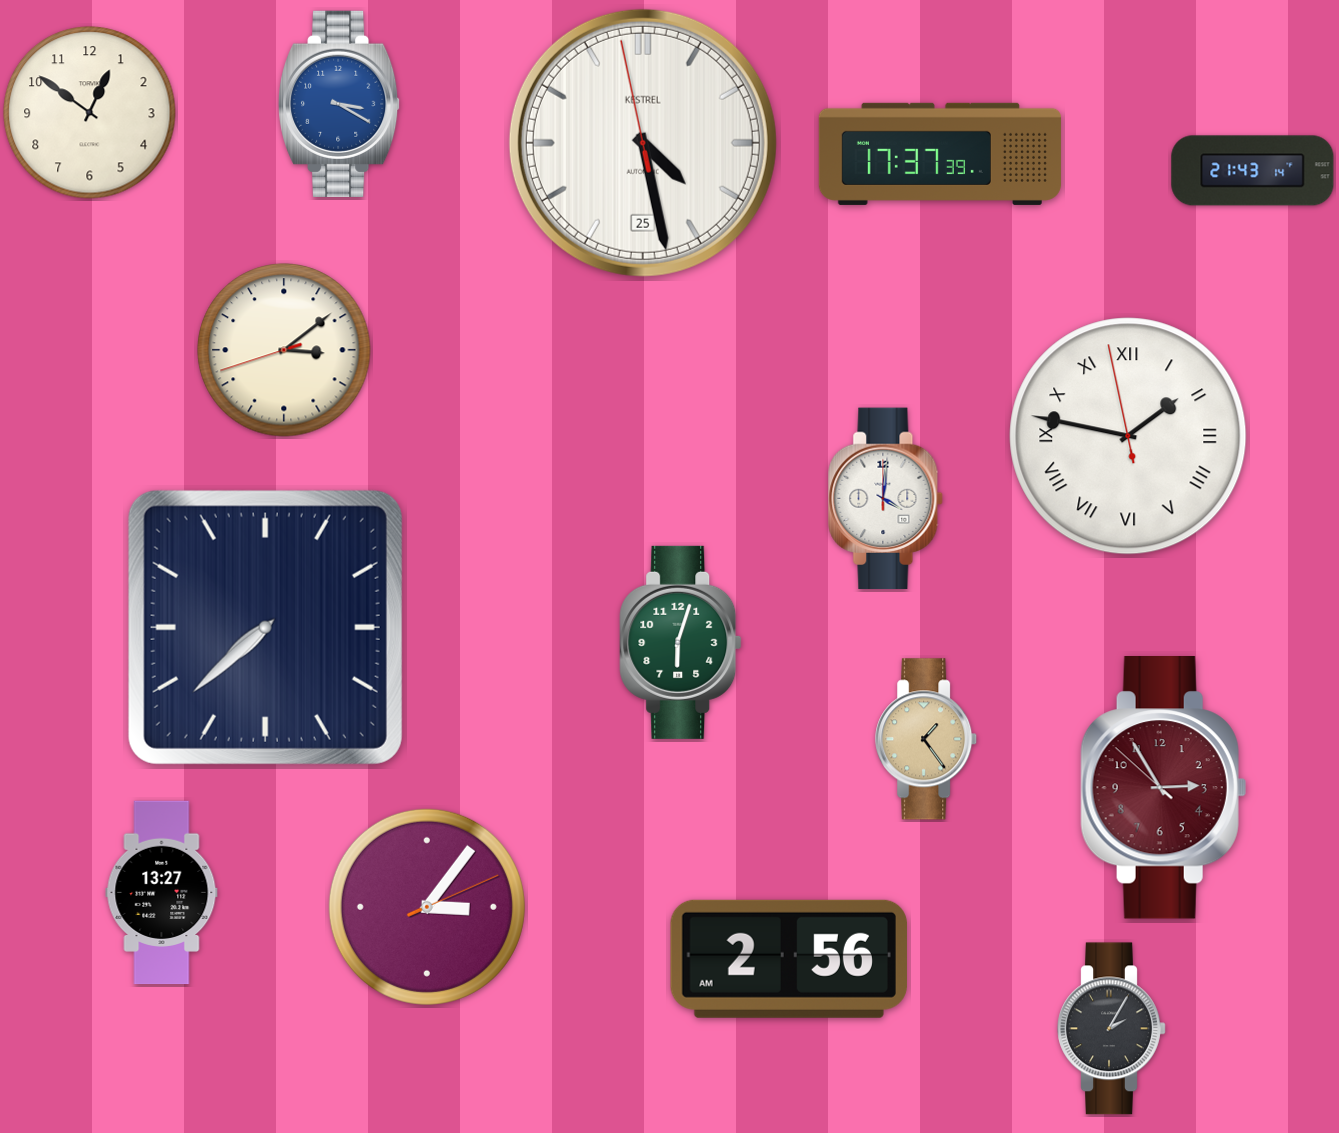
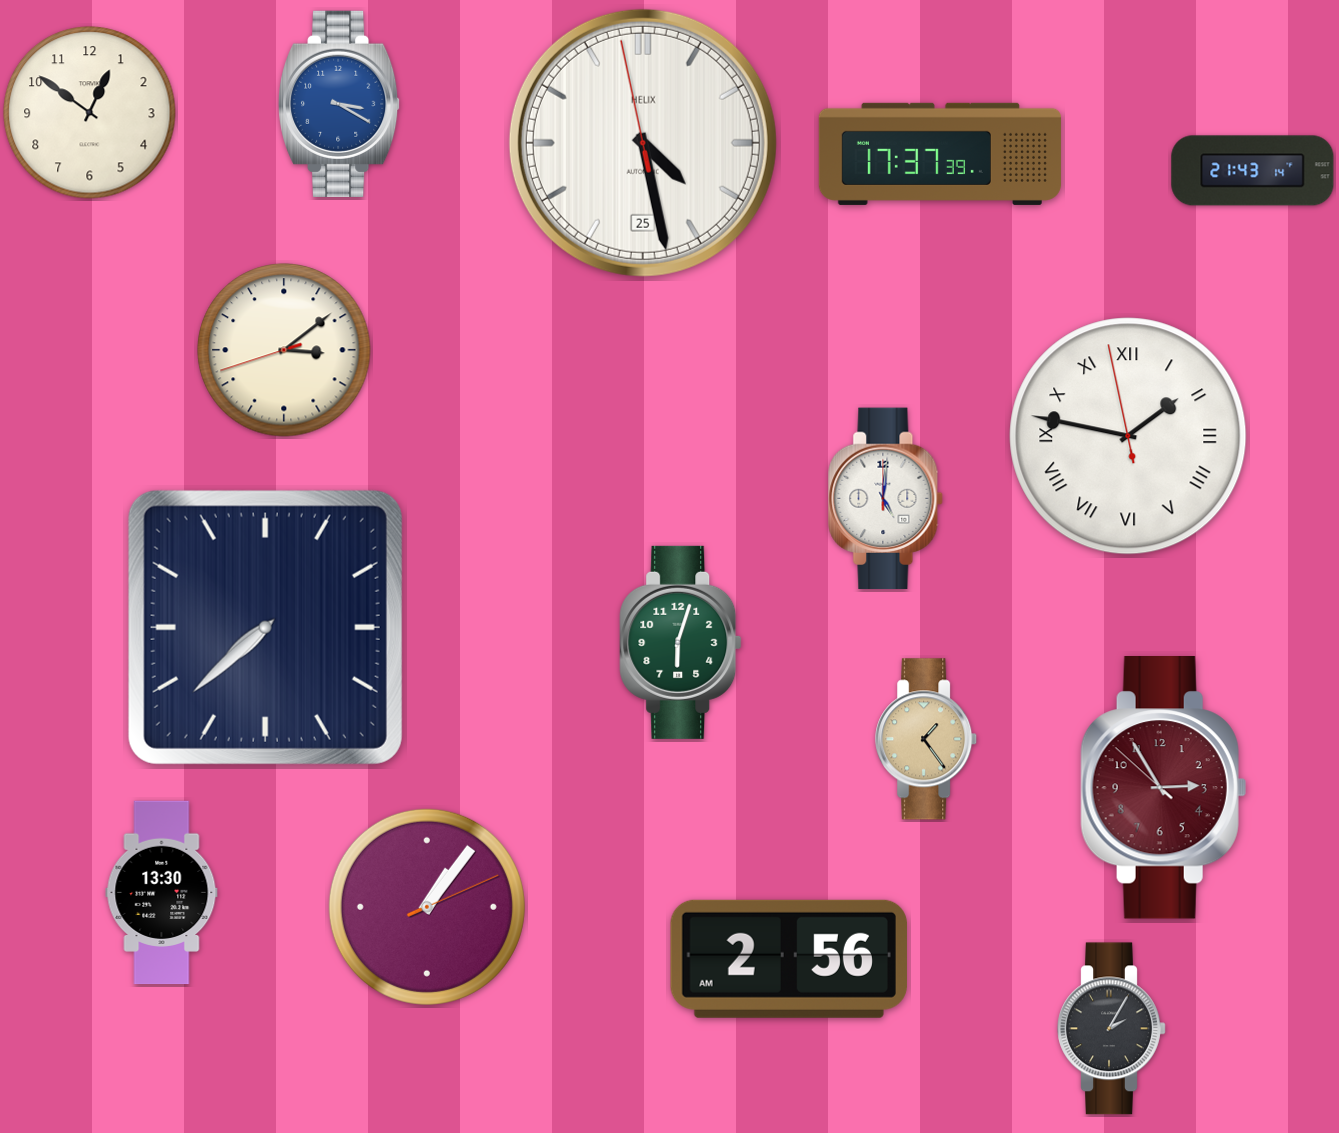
clock at (643, 143) brand: KESTREL -> HELIX
clock at (886, 499): 4:01 -> 5:01
clock at (162, 893): 13:27 -> 13:30
clock at (427, 907): 3:06 -> 1:06
